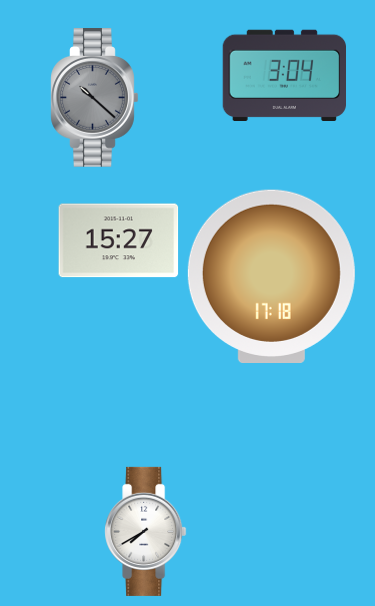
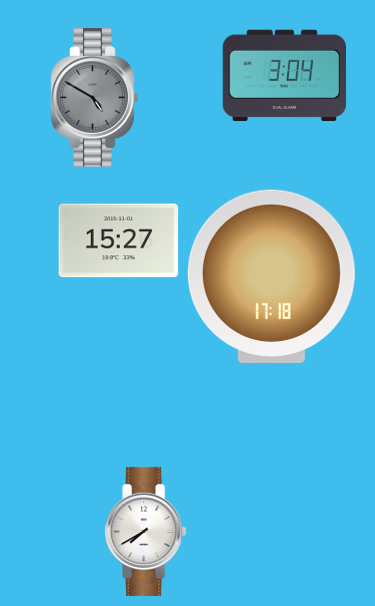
clock at (95, 98): 10:22 -> 4:50
